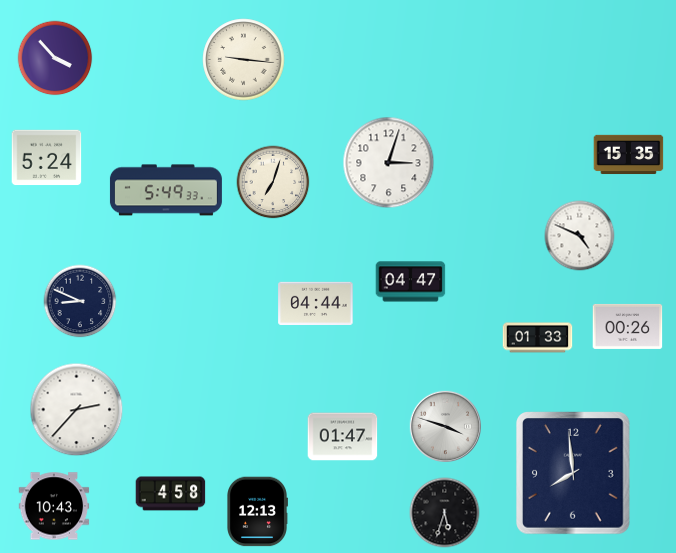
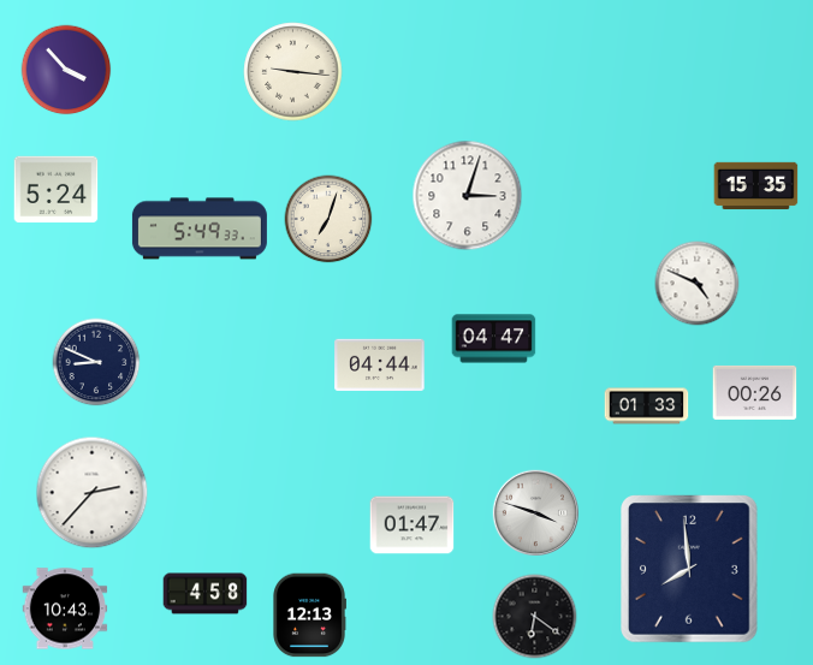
clock at (445, 513): 5:33 -> 6:21
